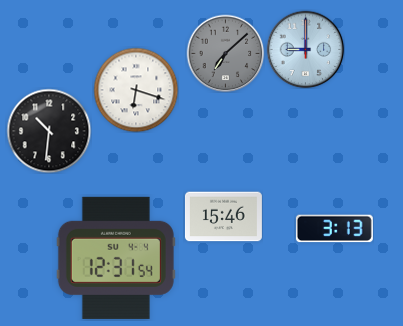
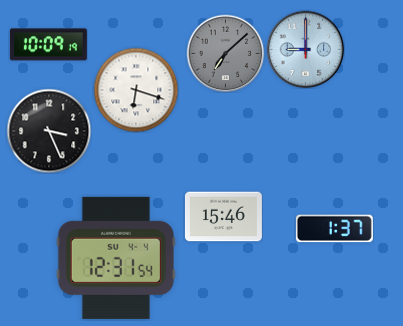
clock at (48, 45): none -> 10:09
clock at (49, 131): 10:31 -> 3:26
clock at (334, 229): 3:13 -> 1:37
